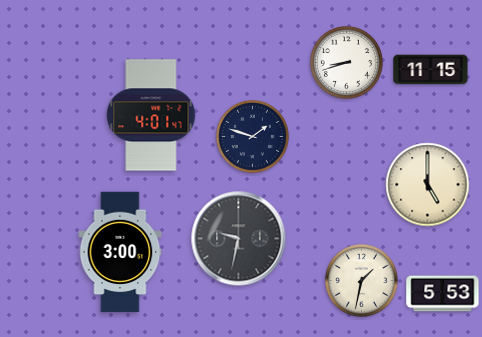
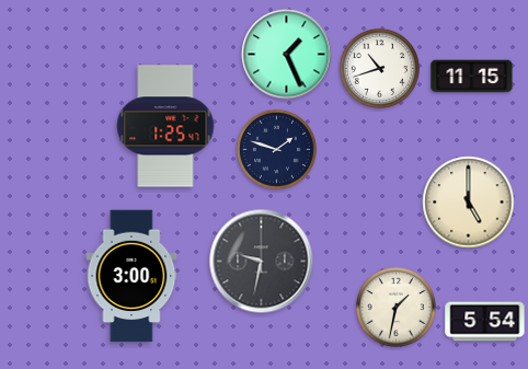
clock at (287, 55): none -> 1:26
clock at (346, 62): 8:42 -> 10:42
clock at (151, 115): 4:01 -> 1:25
clock at (443, 294): 5:53 -> 5:54
